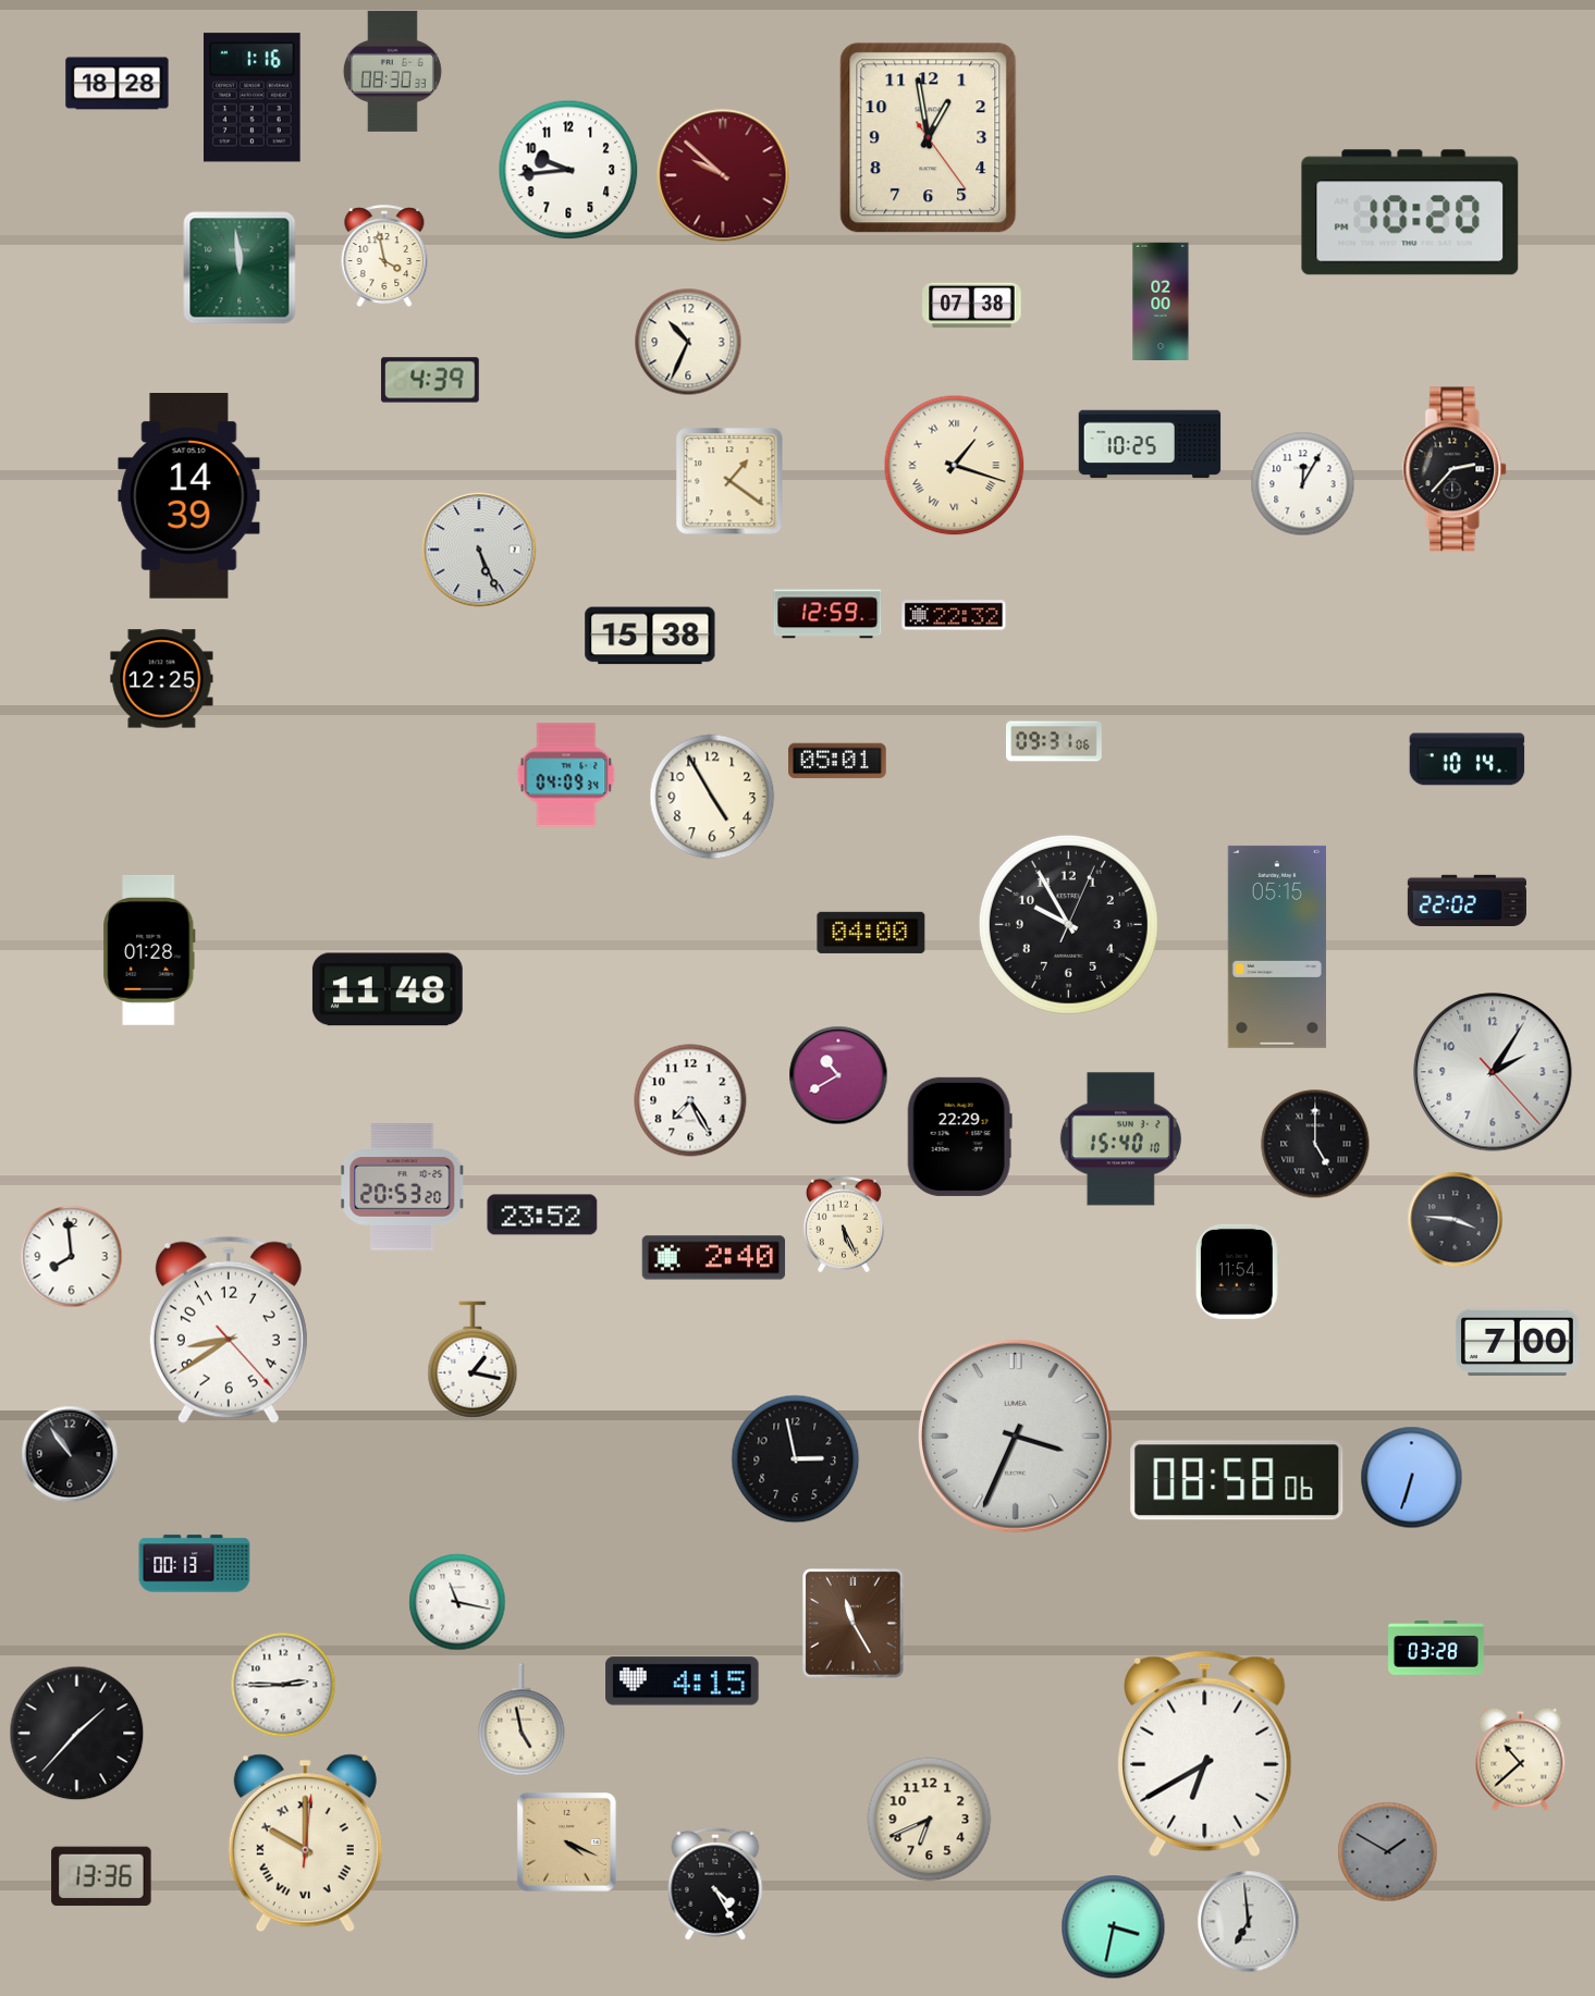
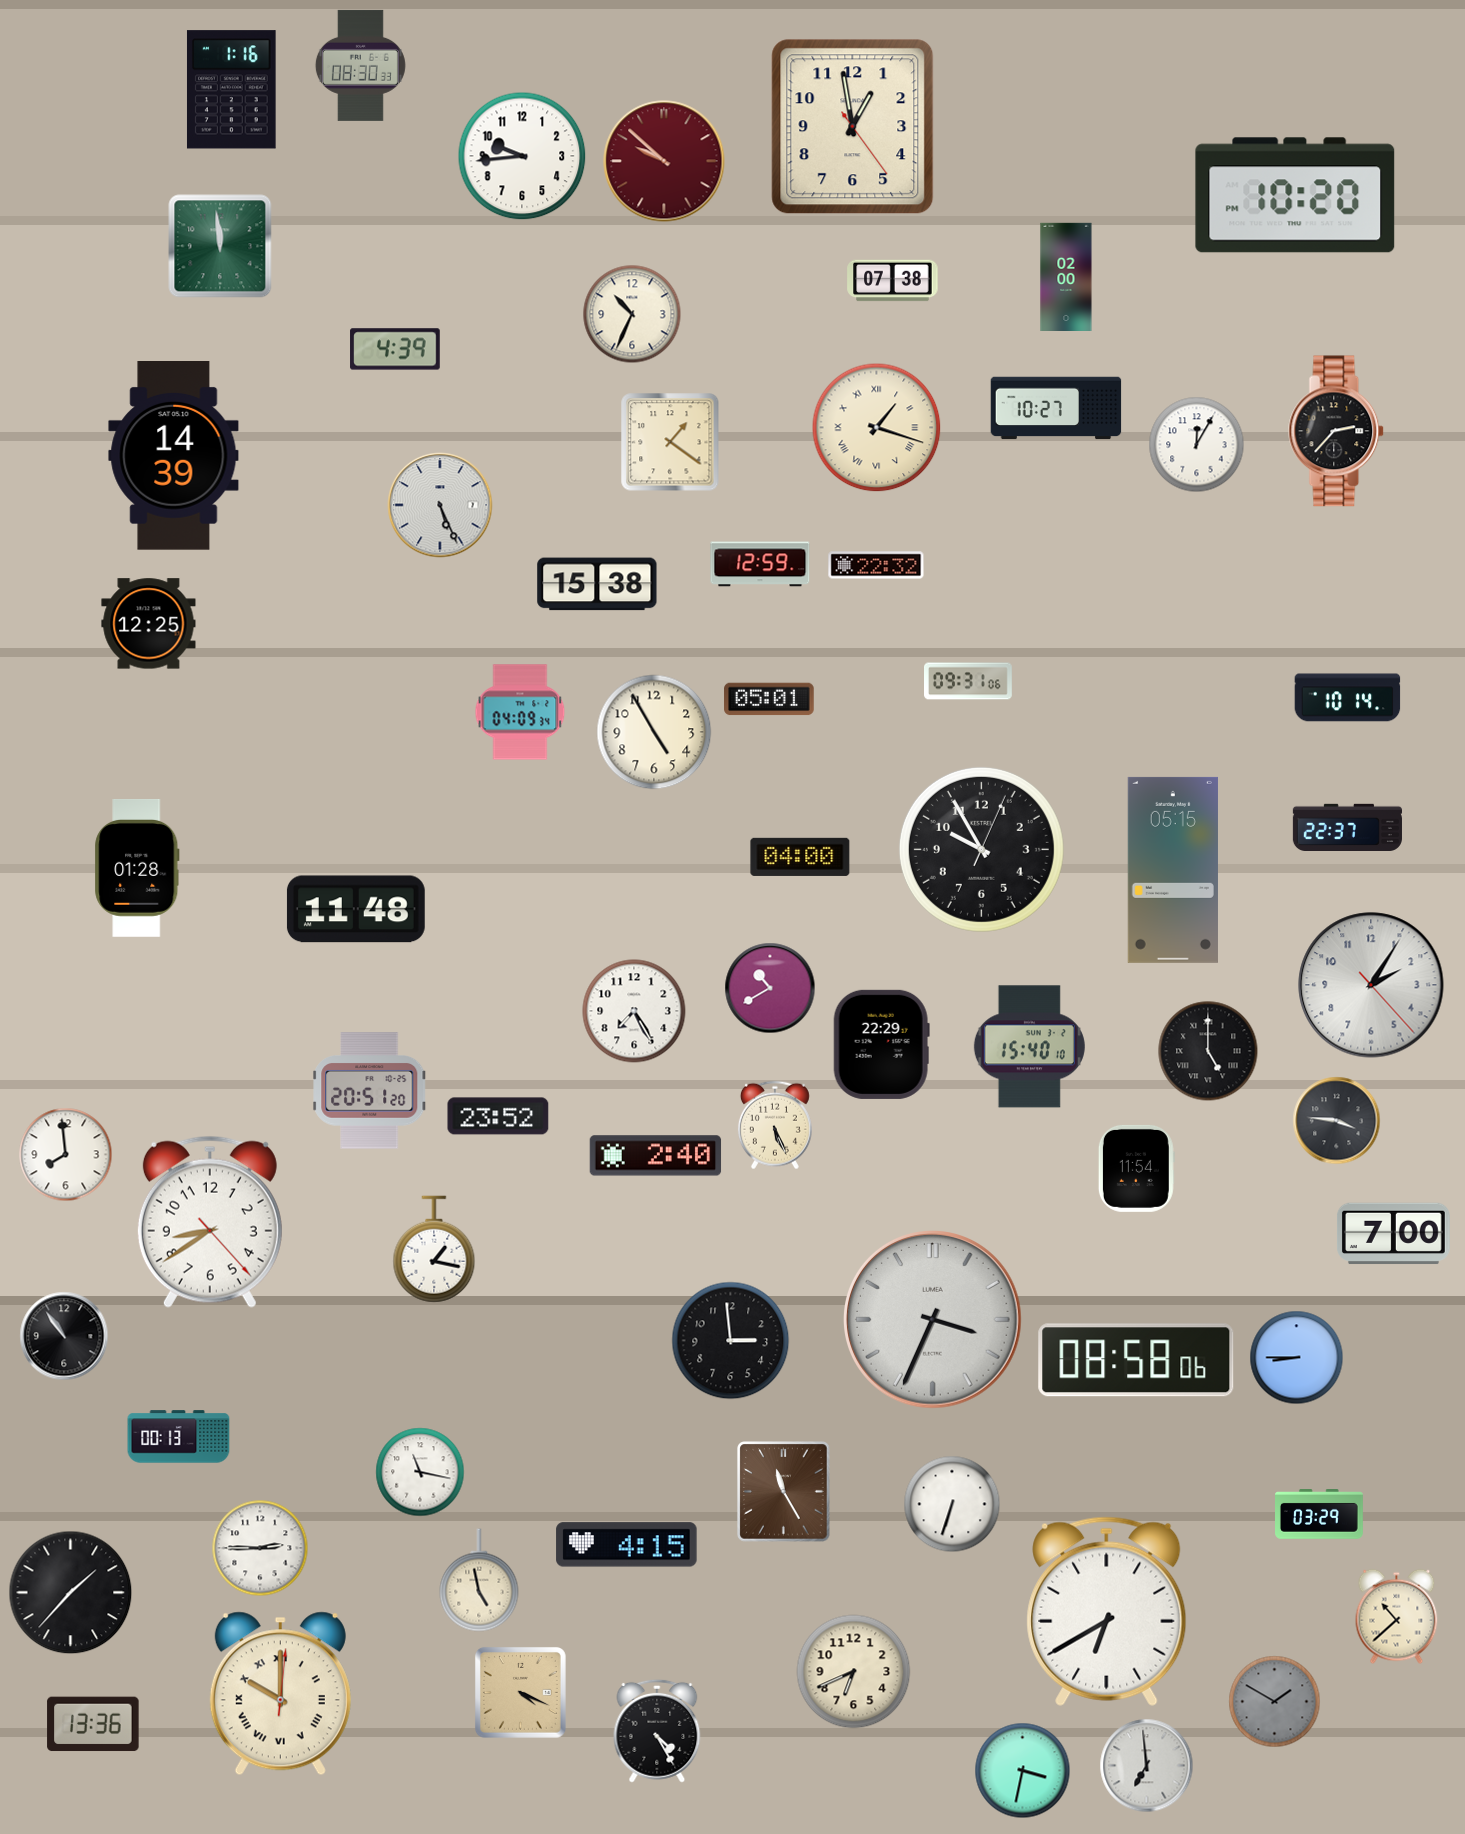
clock at (118, 84): 18:28 -> none
clock at (384, 257): 3:58 -> none
clock at (1150, 444): 10:25 -> 10:27
clock at (1467, 900): 22:02 -> 22:37
clock at (149, 951) position: (149, 951) -> (137, 869)
clock at (403, 1187): 20:53 -> 20:51
clock at (796, 1459): 2:58 -> 2:59
clock at (1412, 1478): 6:33 -> 8:45
clock at (952, 1504): none -> 6:33
clock at (1437, 1649): 03:28 -> 03:29
